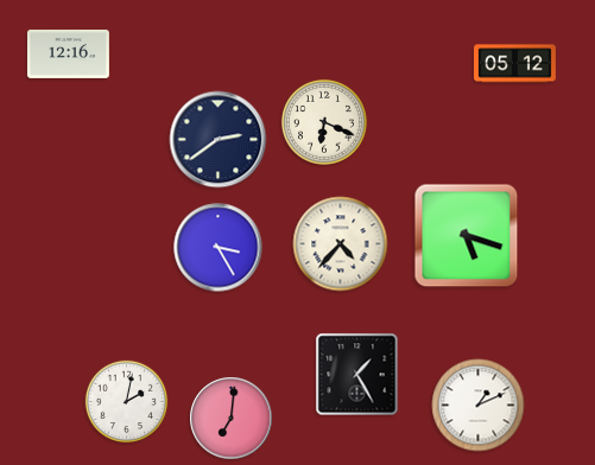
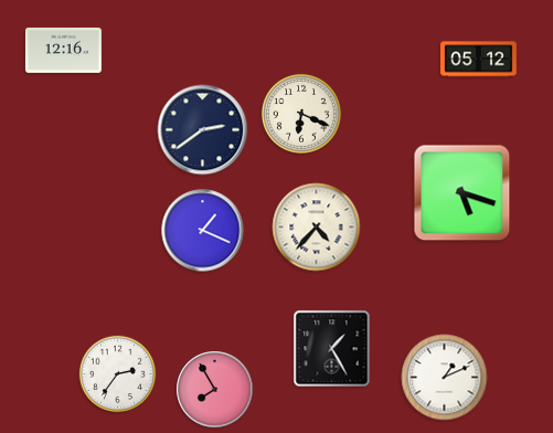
clock at (467, 236) position: (467, 236) -> (462, 193)
clock at (219, 248): 3:25 -> 1:19
clock at (127, 402): 2:02 -> 2:36
clock at (232, 419): 7:01 -> 7:55
